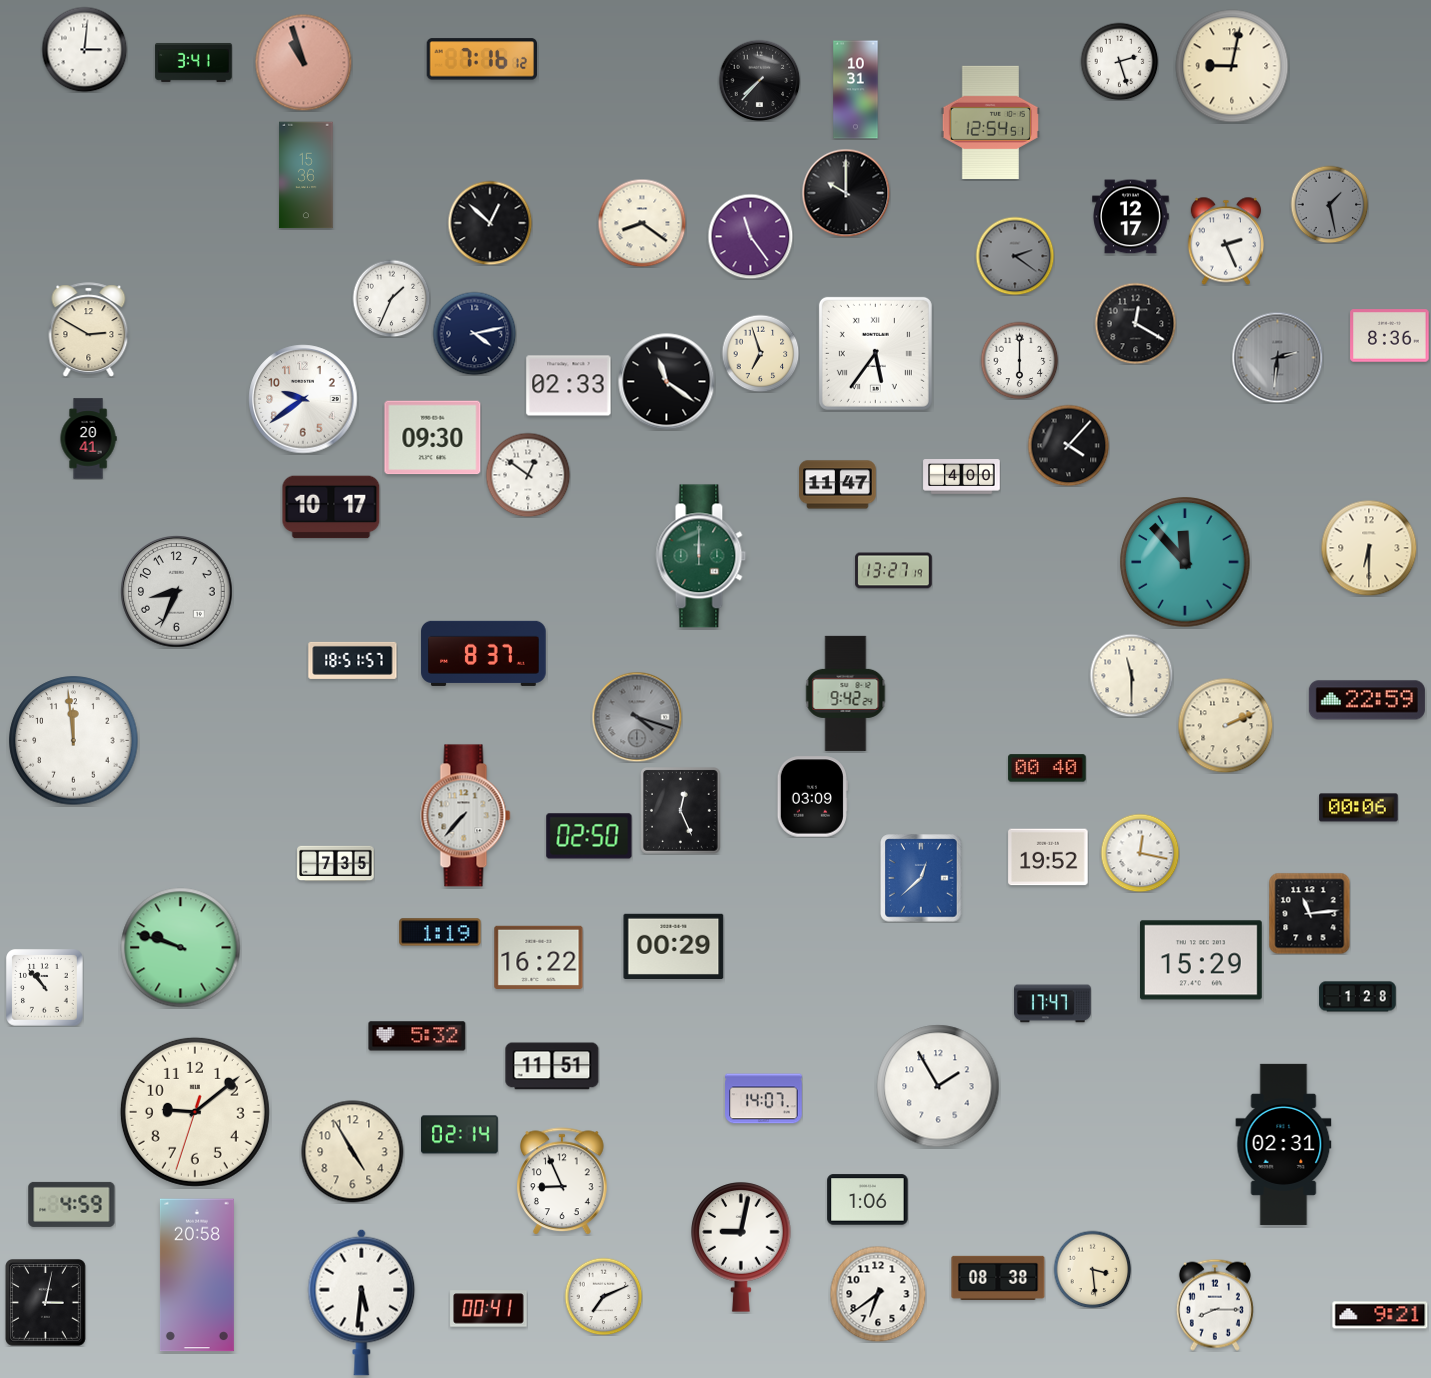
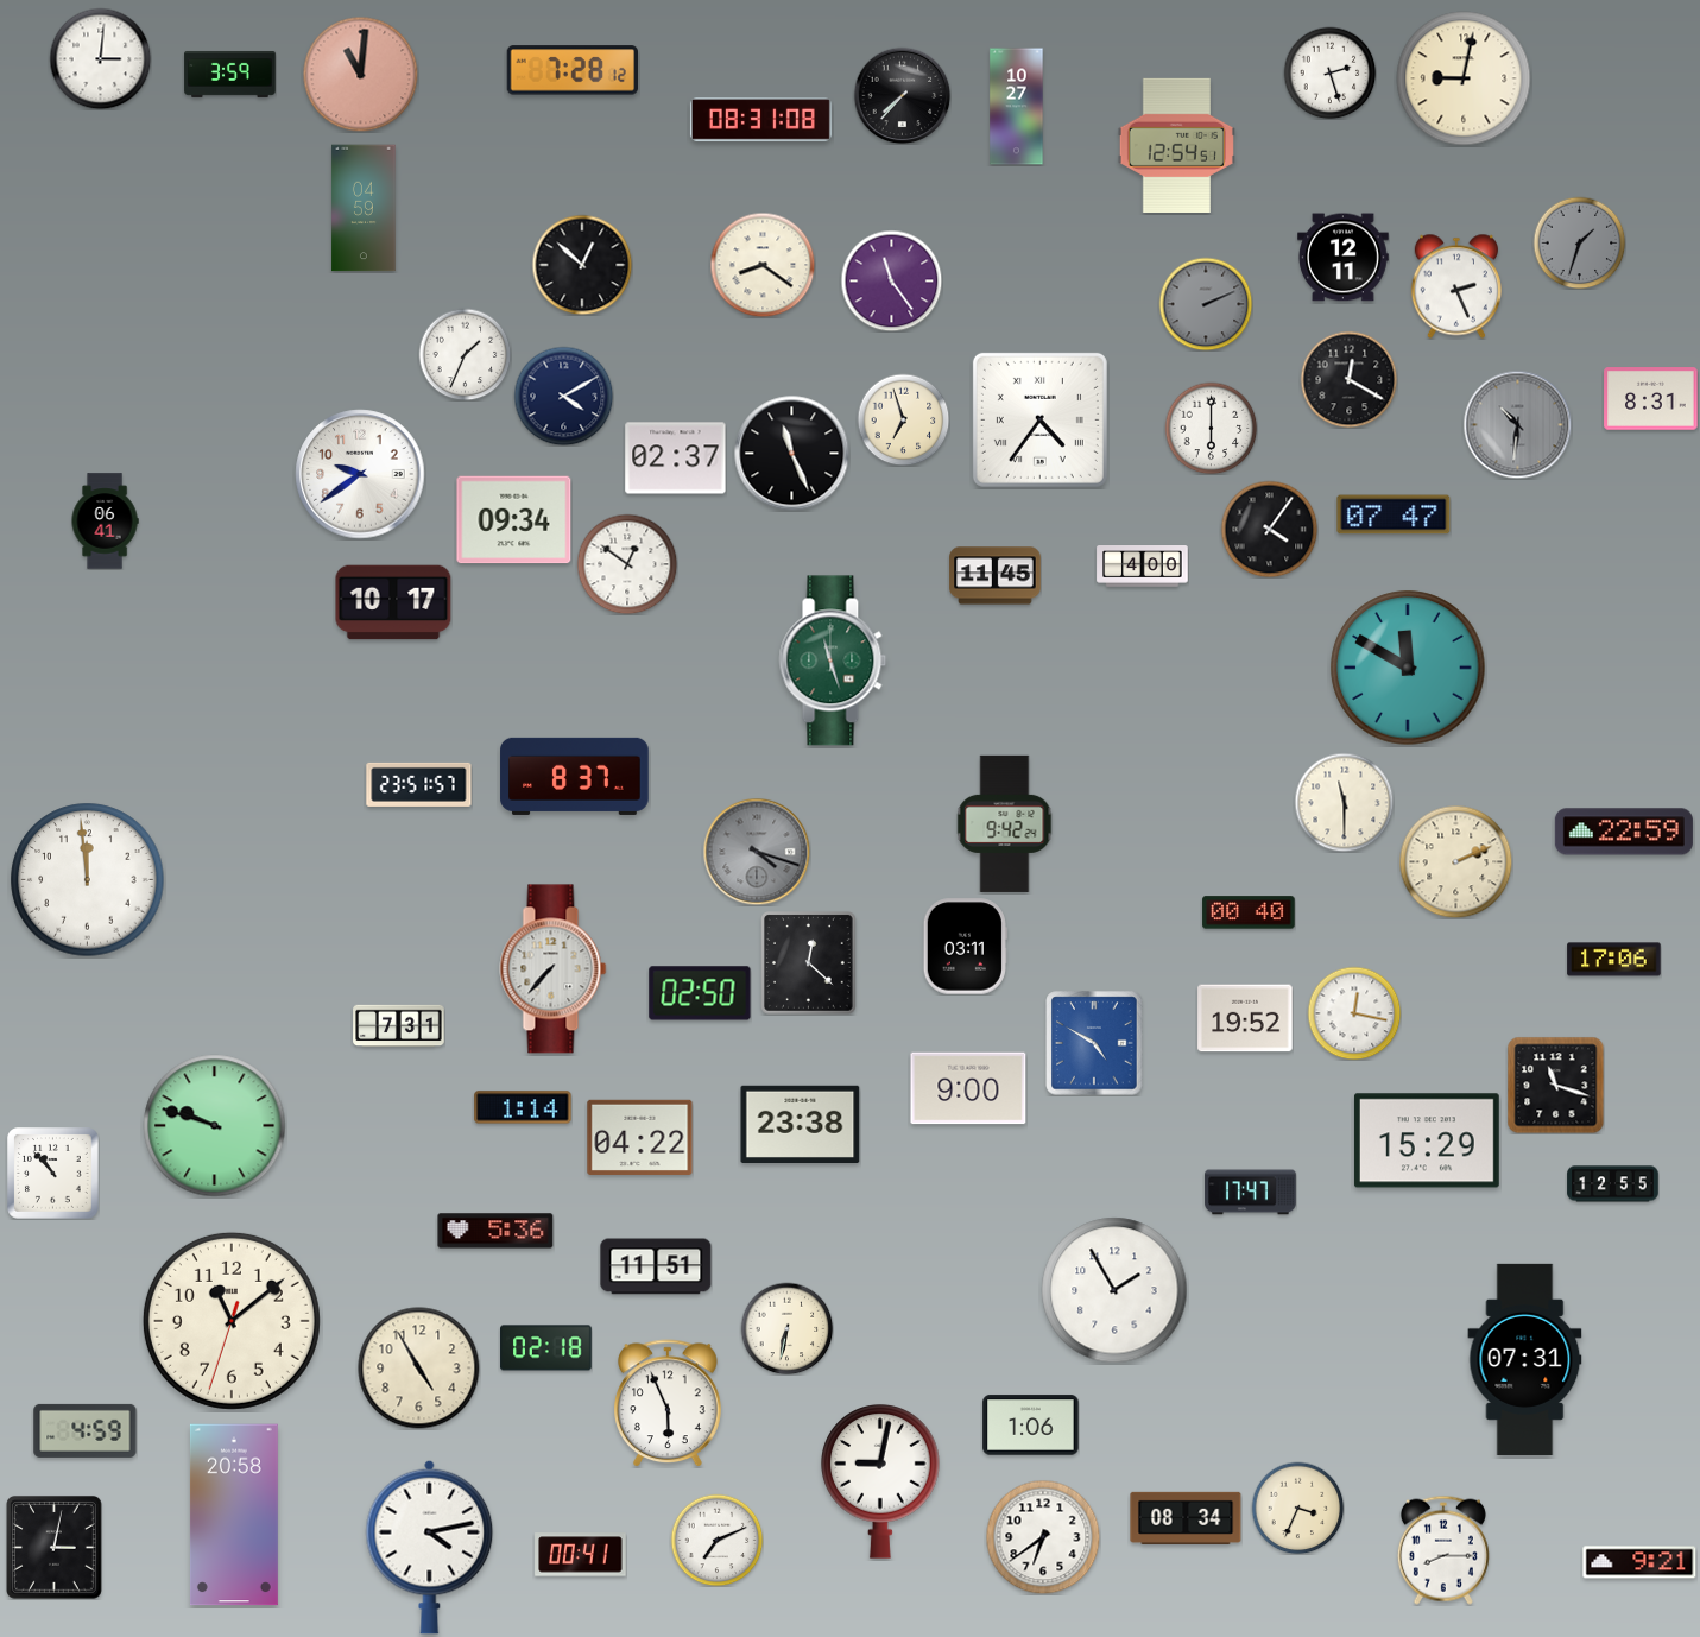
clock at (481, 59): 7:16 -> 7:28
clock at (194, 62): 3:41 -> 3:59
clock at (303, 62): 10:57 -> 11:01
clock at (856, 90): 10:31 -> 10:27
clock at (760, 120): none -> 08:31
clock at (306, 175): 15:36 -> 04:59
clock at (846, 193): 10:00 -> none
clock at (1329, 204): 1:28 -> 1:33
clock at (1131, 217): 12:17 -> 12:11
clock at (1015, 256): 2:21 -> 2:11
clock at (1135, 323) position: (1135, 323) -> (1348, 379)
clock at (89, 330): 2:50 -> none
clock at (474, 333): 4:13 -> 4:10
clock at (1390, 336): 8:36 -> 8:31
clock at (875, 353): 5:36 -> 4:36
clock at (1277, 357): 2:31 -> 10:31
clock at (667, 382): 11:21 -> 11:26
clock at (569, 386): 02:33 -> 02:37
clock at (1394, 514): none -> 07:47
clock at (433, 438): 09:30 -> 09:34
clock at (88, 439): 20:41 -> 06:41
clock at (1068, 445): 4:07 -> 4:06
clock at (838, 485): 11:47 -> 11:45
clock at (1369, 548): 6:30 -> none
clock at (701, 556): 12:00 -> 11:27
clock at (1185, 562): 11:53 -> 11:50
clock at (894, 571): 13:27 -> none
clock at (177, 592): 8:34 -> none
clock at (353, 660): 18:51 -> 23:51
clock at (1047, 768) position: (1047, 768) -> (1249, 912)
clock at (812, 797): 03:09 -> 03:11
clock at (1359, 808): 00:06 -> 17:06
clock at (681, 811): 12:26 -> 12:22
clock at (336, 864): 7:35 -> 7:31
clock at (921, 878): 12:38 -> 4:50
clock at (1309, 913): 11:14 -> 11:18
clock at (968, 1088): none -> 9:00
clock at (440, 932): 1:19 -> 1:14
clock at (674, 946): 00:29 -> 23:38
clock at (539, 957): 16:22 -> 04:22
clock at (1358, 997): 1:28 -> 12:55
clock at (417, 1036): 5:32 -> 5:36
clock at (764, 1099): 14:07 -> none
clock at (195, 1112): 9:08 -> 11:08
clock at (786, 1328): none -> 6:32
clock at (460, 1135): 02:14 -> 02:18
clock at (1284, 1144): 02:31 -> 07:31
clock at (563, 1181): 8:56 -> 5:56
clock at (1092, 1269): 3:29 -> 3:34
clock at (998, 1278): 08:38 -> 08:34
clock at (362, 1302): 5:31 -> 4:13
